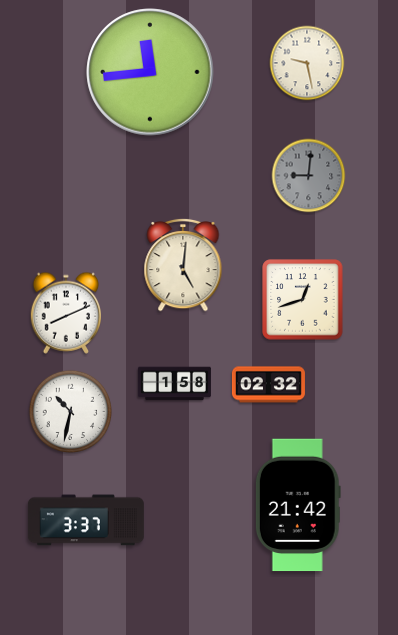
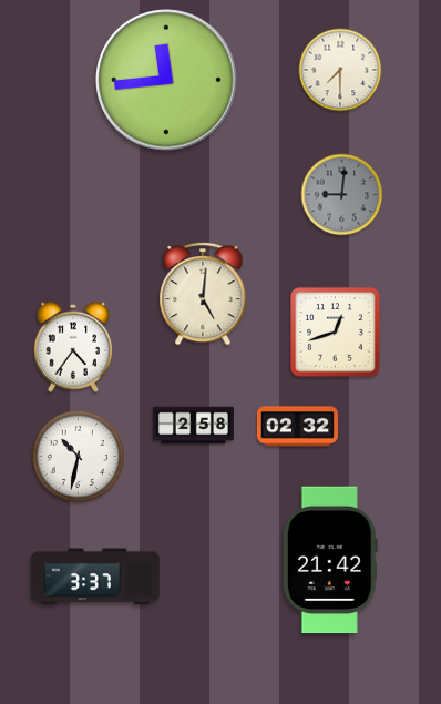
clock at (307, 63): 9:28 -> 7:30
clock at (65, 313): 8:11 -> 4:36
clock at (174, 384): 1:58 -> 2:58
